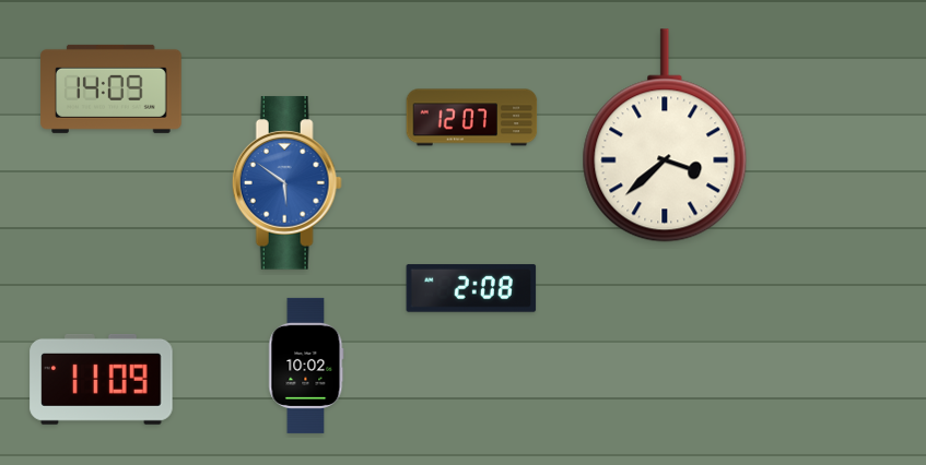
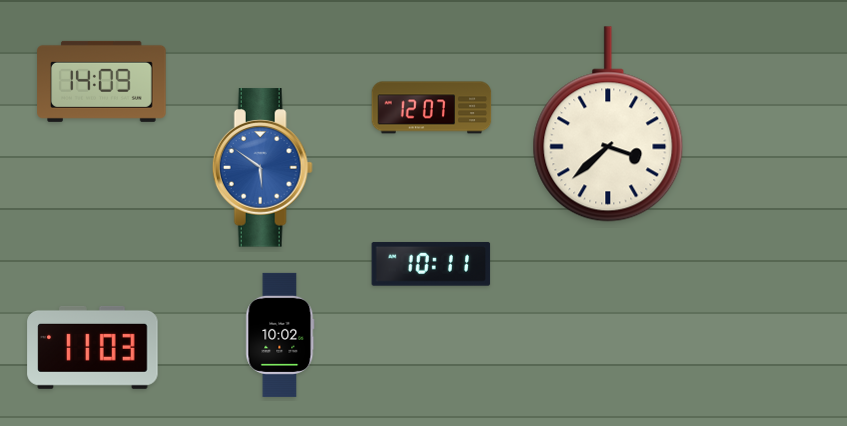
clock at (471, 288): 2:08 -> 10:11
clock at (102, 379): 11:09 -> 11:03
